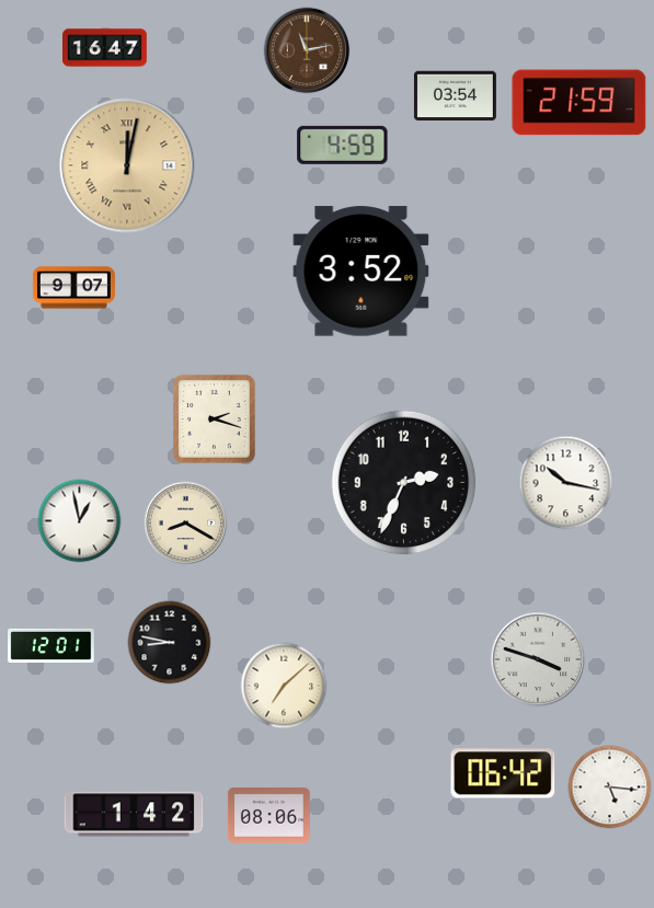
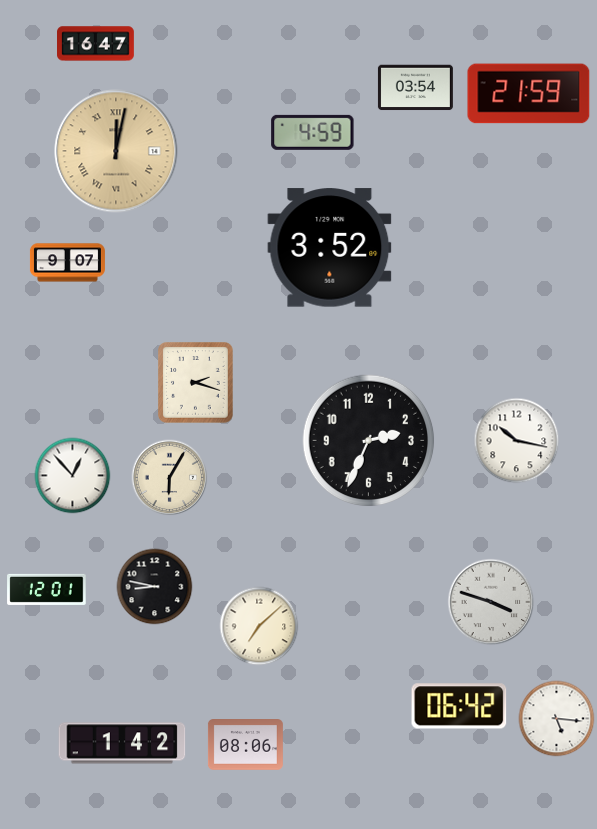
clock at (307, 50): 11:13 -> none
clock at (80, 521): 12:58 -> 12:53
clock at (186, 524): 8:20 -> 6:05
